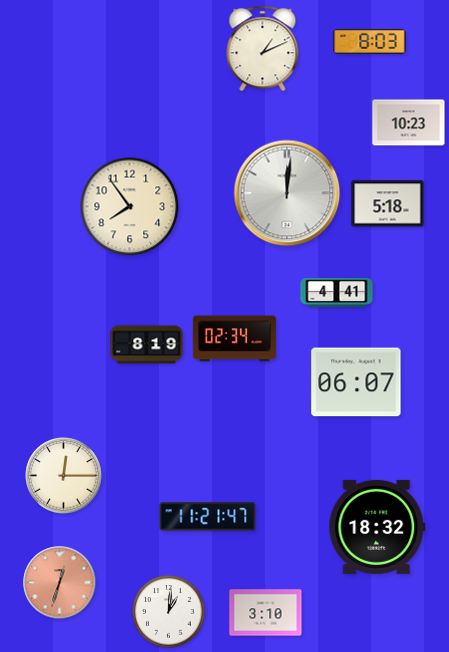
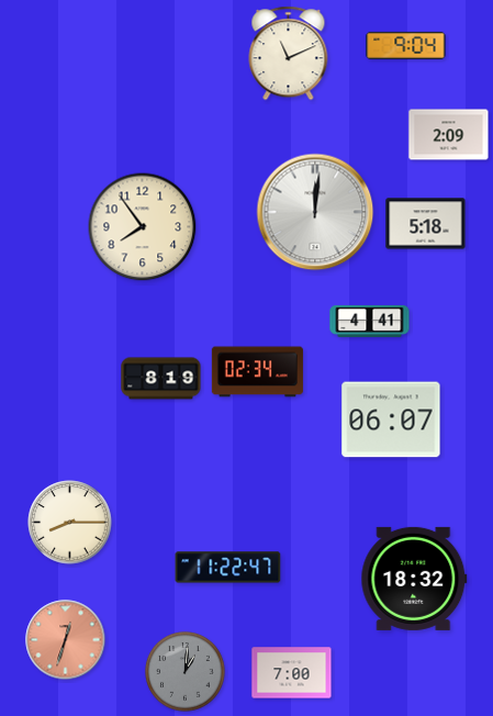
clock at (370, 41): 8:03 -> 9:04
clock at (263, 49): 1:11 -> 11:11
clock at (409, 123): 10:23 -> 2:09
clock at (64, 476): 12:15 -> 8:15
clock at (208, 517): 11:21 -> 11:22
clock at (169, 612) dial: white -> grey
clock at (266, 613): 3:10 -> 7:00
